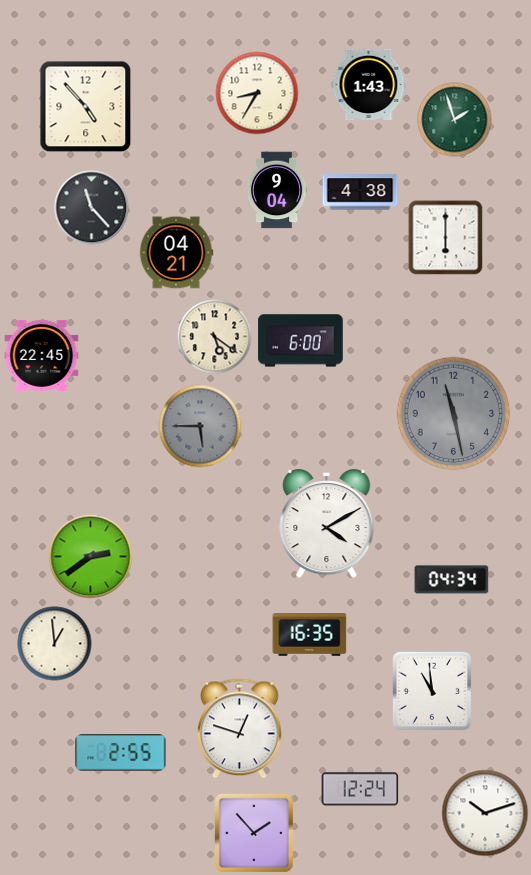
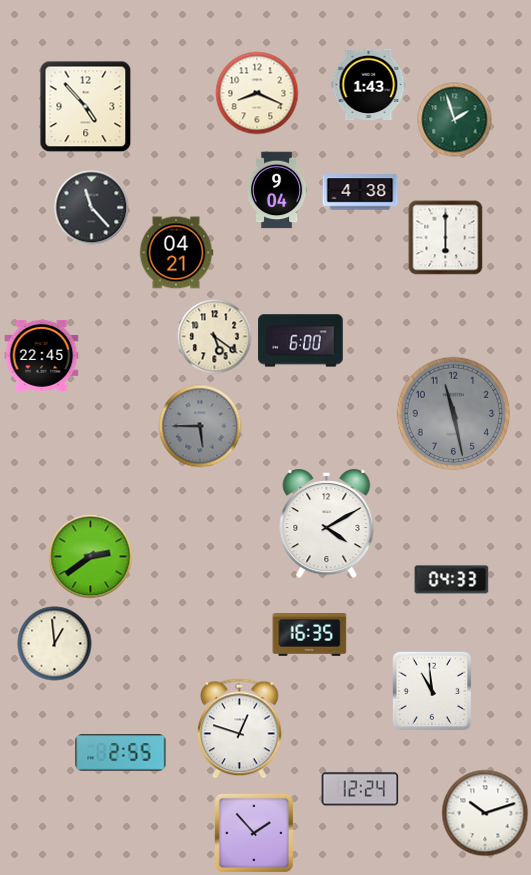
clock at (257, 93): 8:35 -> 8:19
clock at (452, 580): 04:34 -> 04:33
